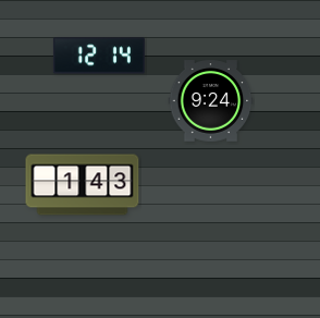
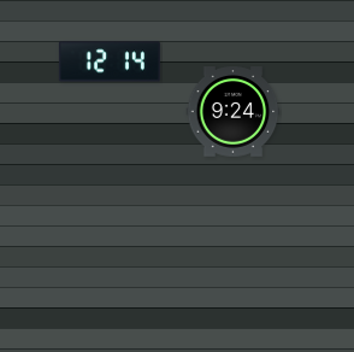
clock at (83, 185): 1:43 -> none
